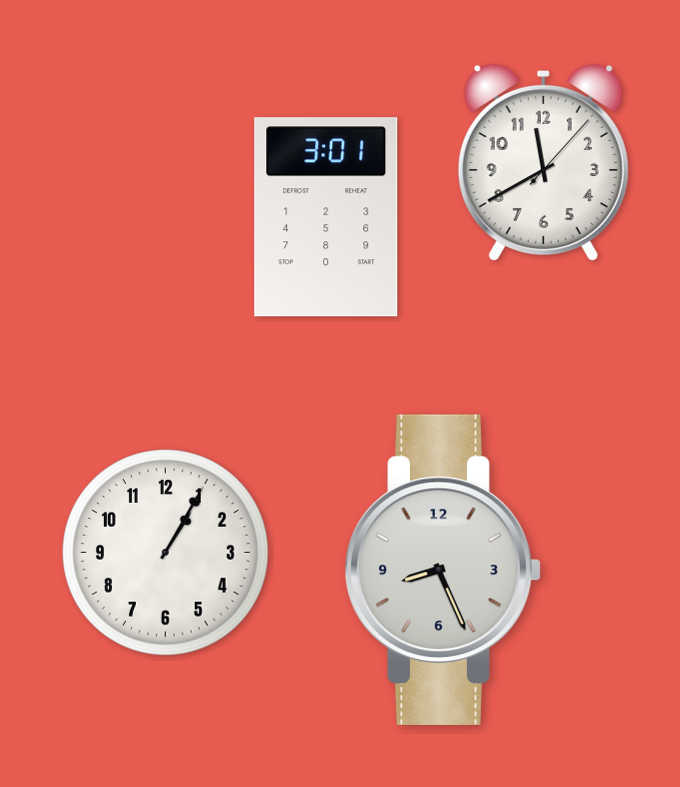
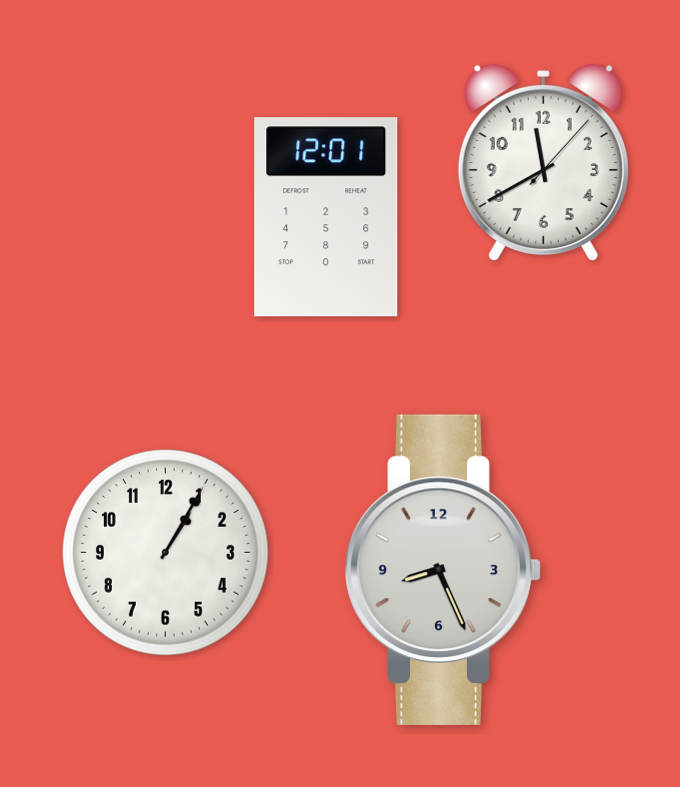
clock at (326, 217): 3:01 -> 12:01
